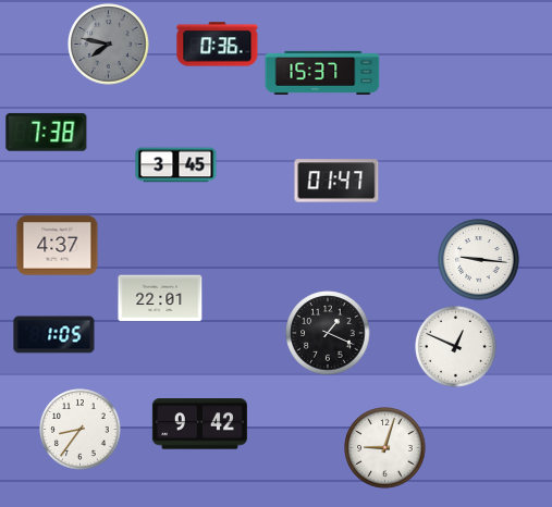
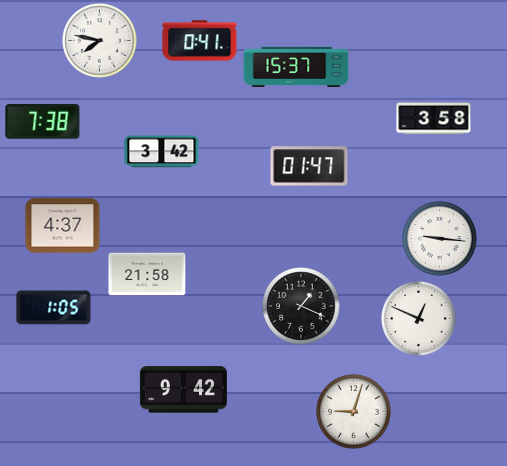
clock at (109, 45) dial: grey -> white
clock at (218, 45): 0:36 -> 0:41
clock at (434, 119): none -> 3:58
clock at (176, 165): 3:45 -> 3:42
clock at (58, 246) position: (58, 246) -> (63, 226)
clock at (160, 298): 22:01 -> 21:58
clock at (54, 335) position: (54, 335) -> (54, 308)
clock at (81, 430): 8:36 -> none
